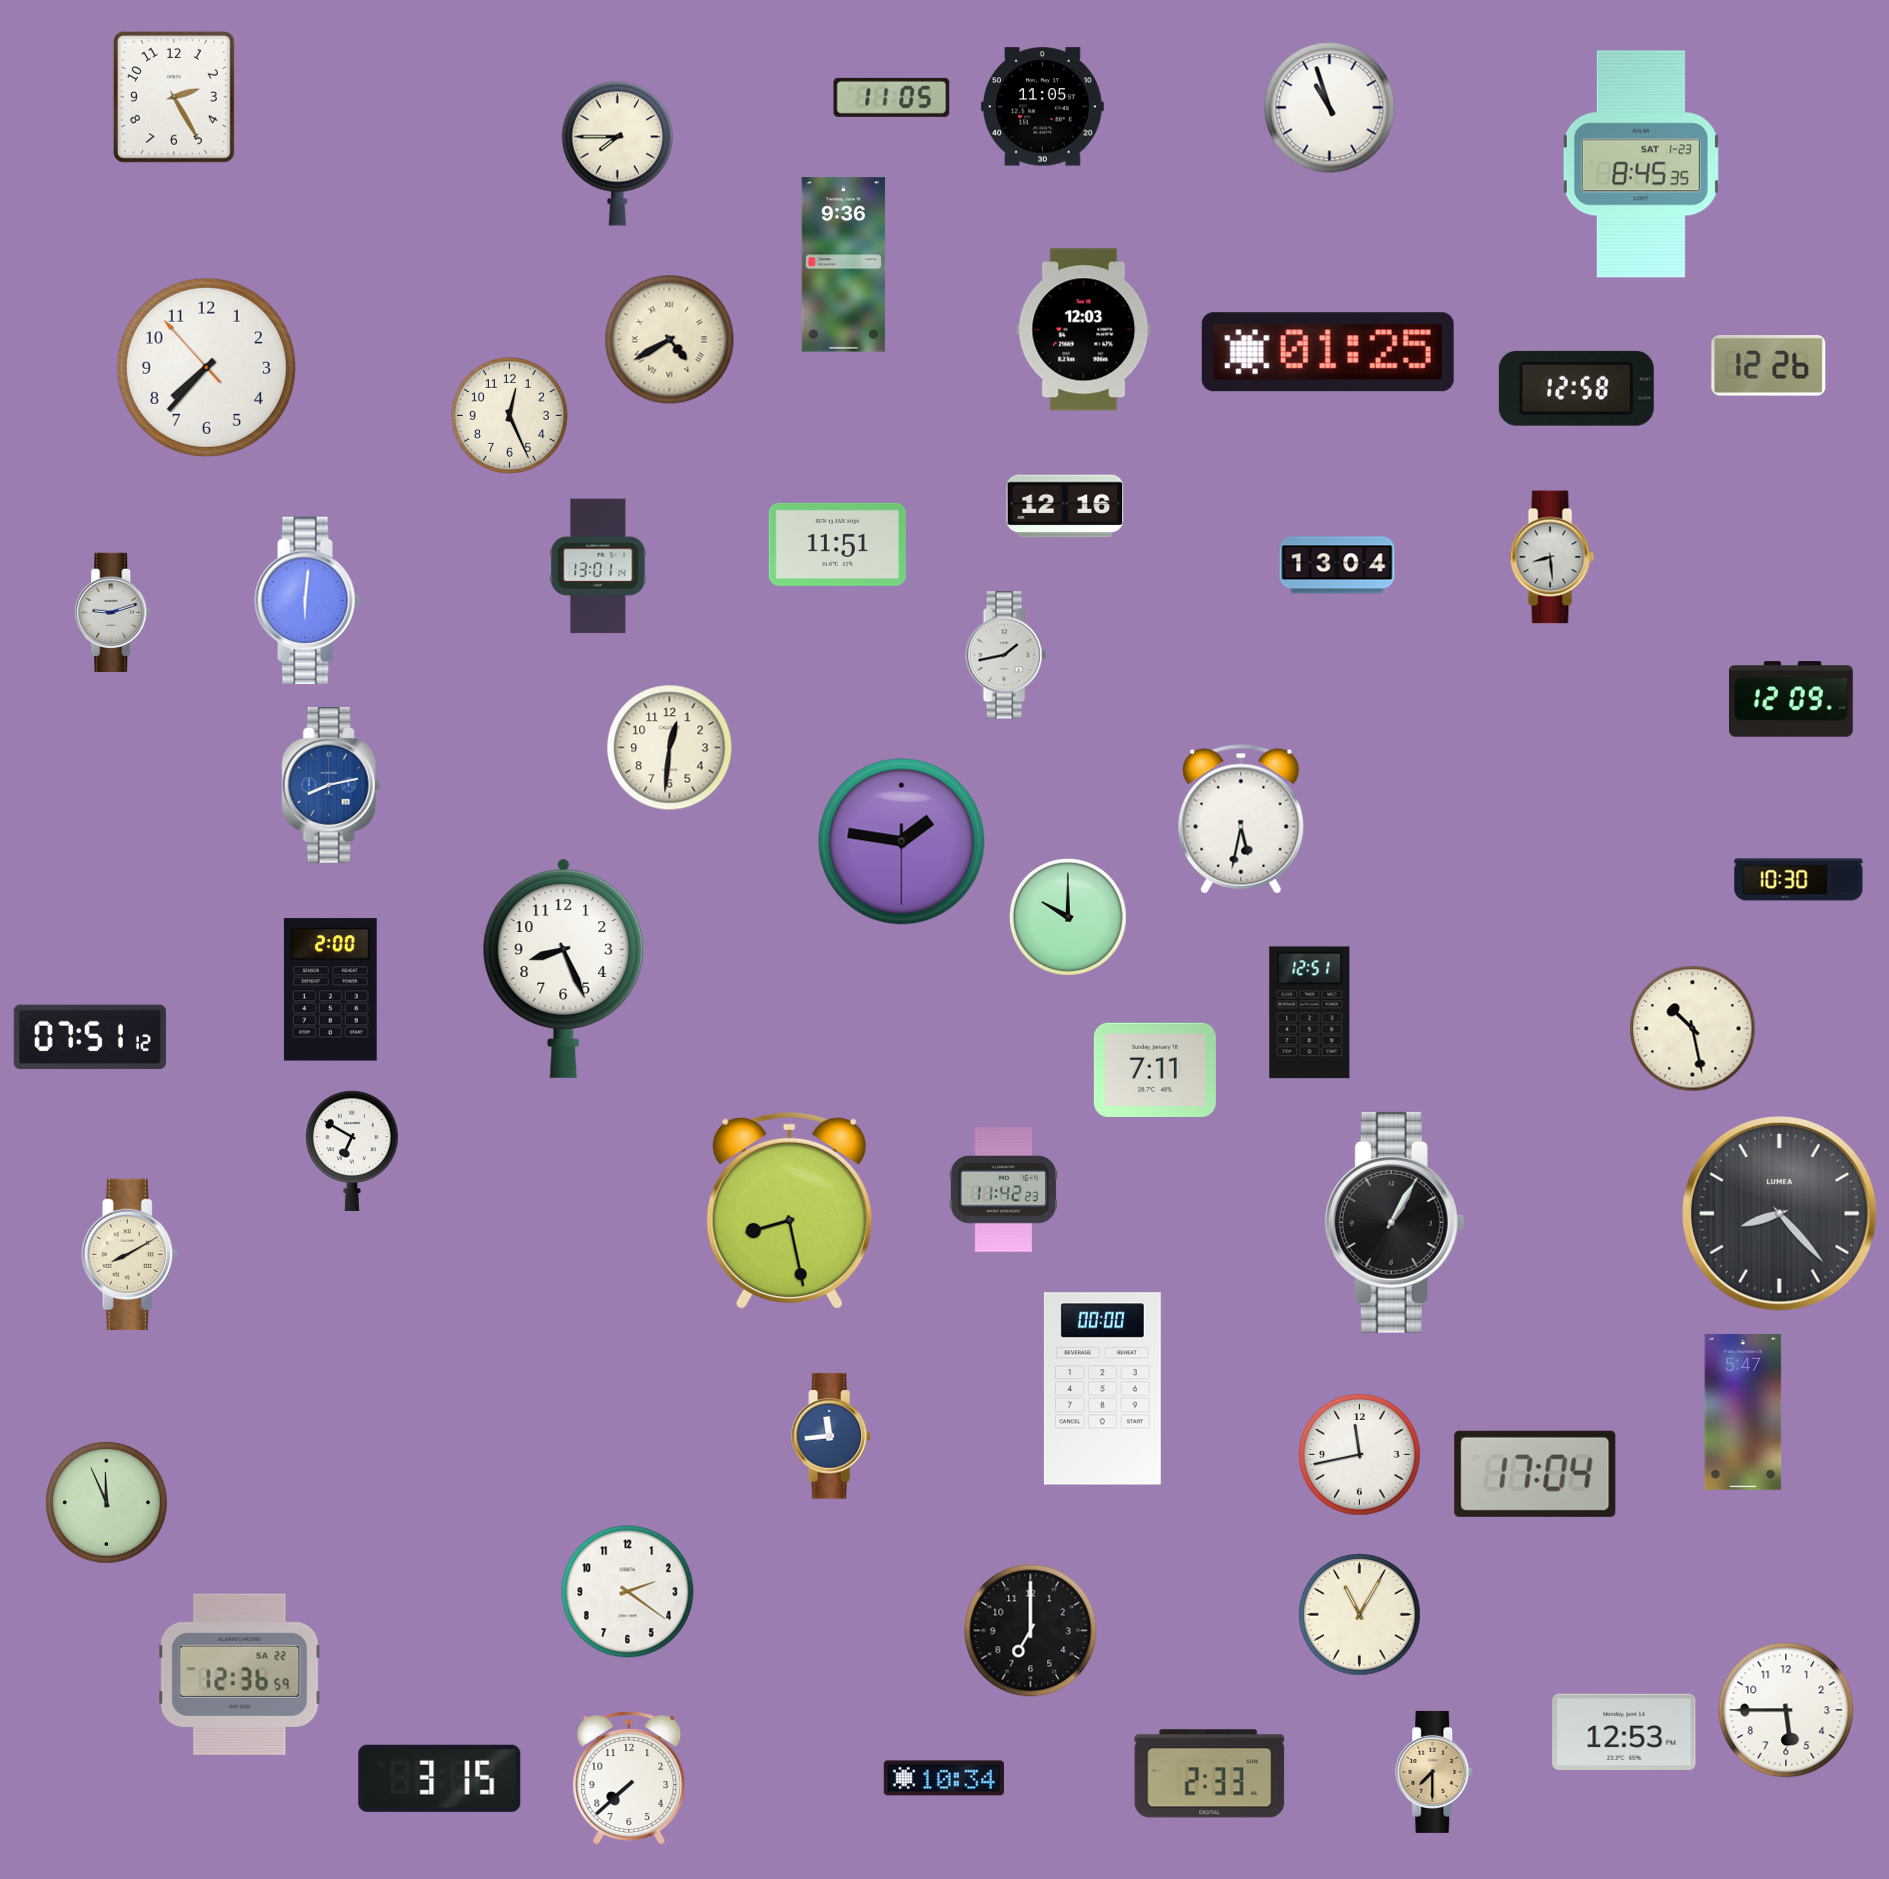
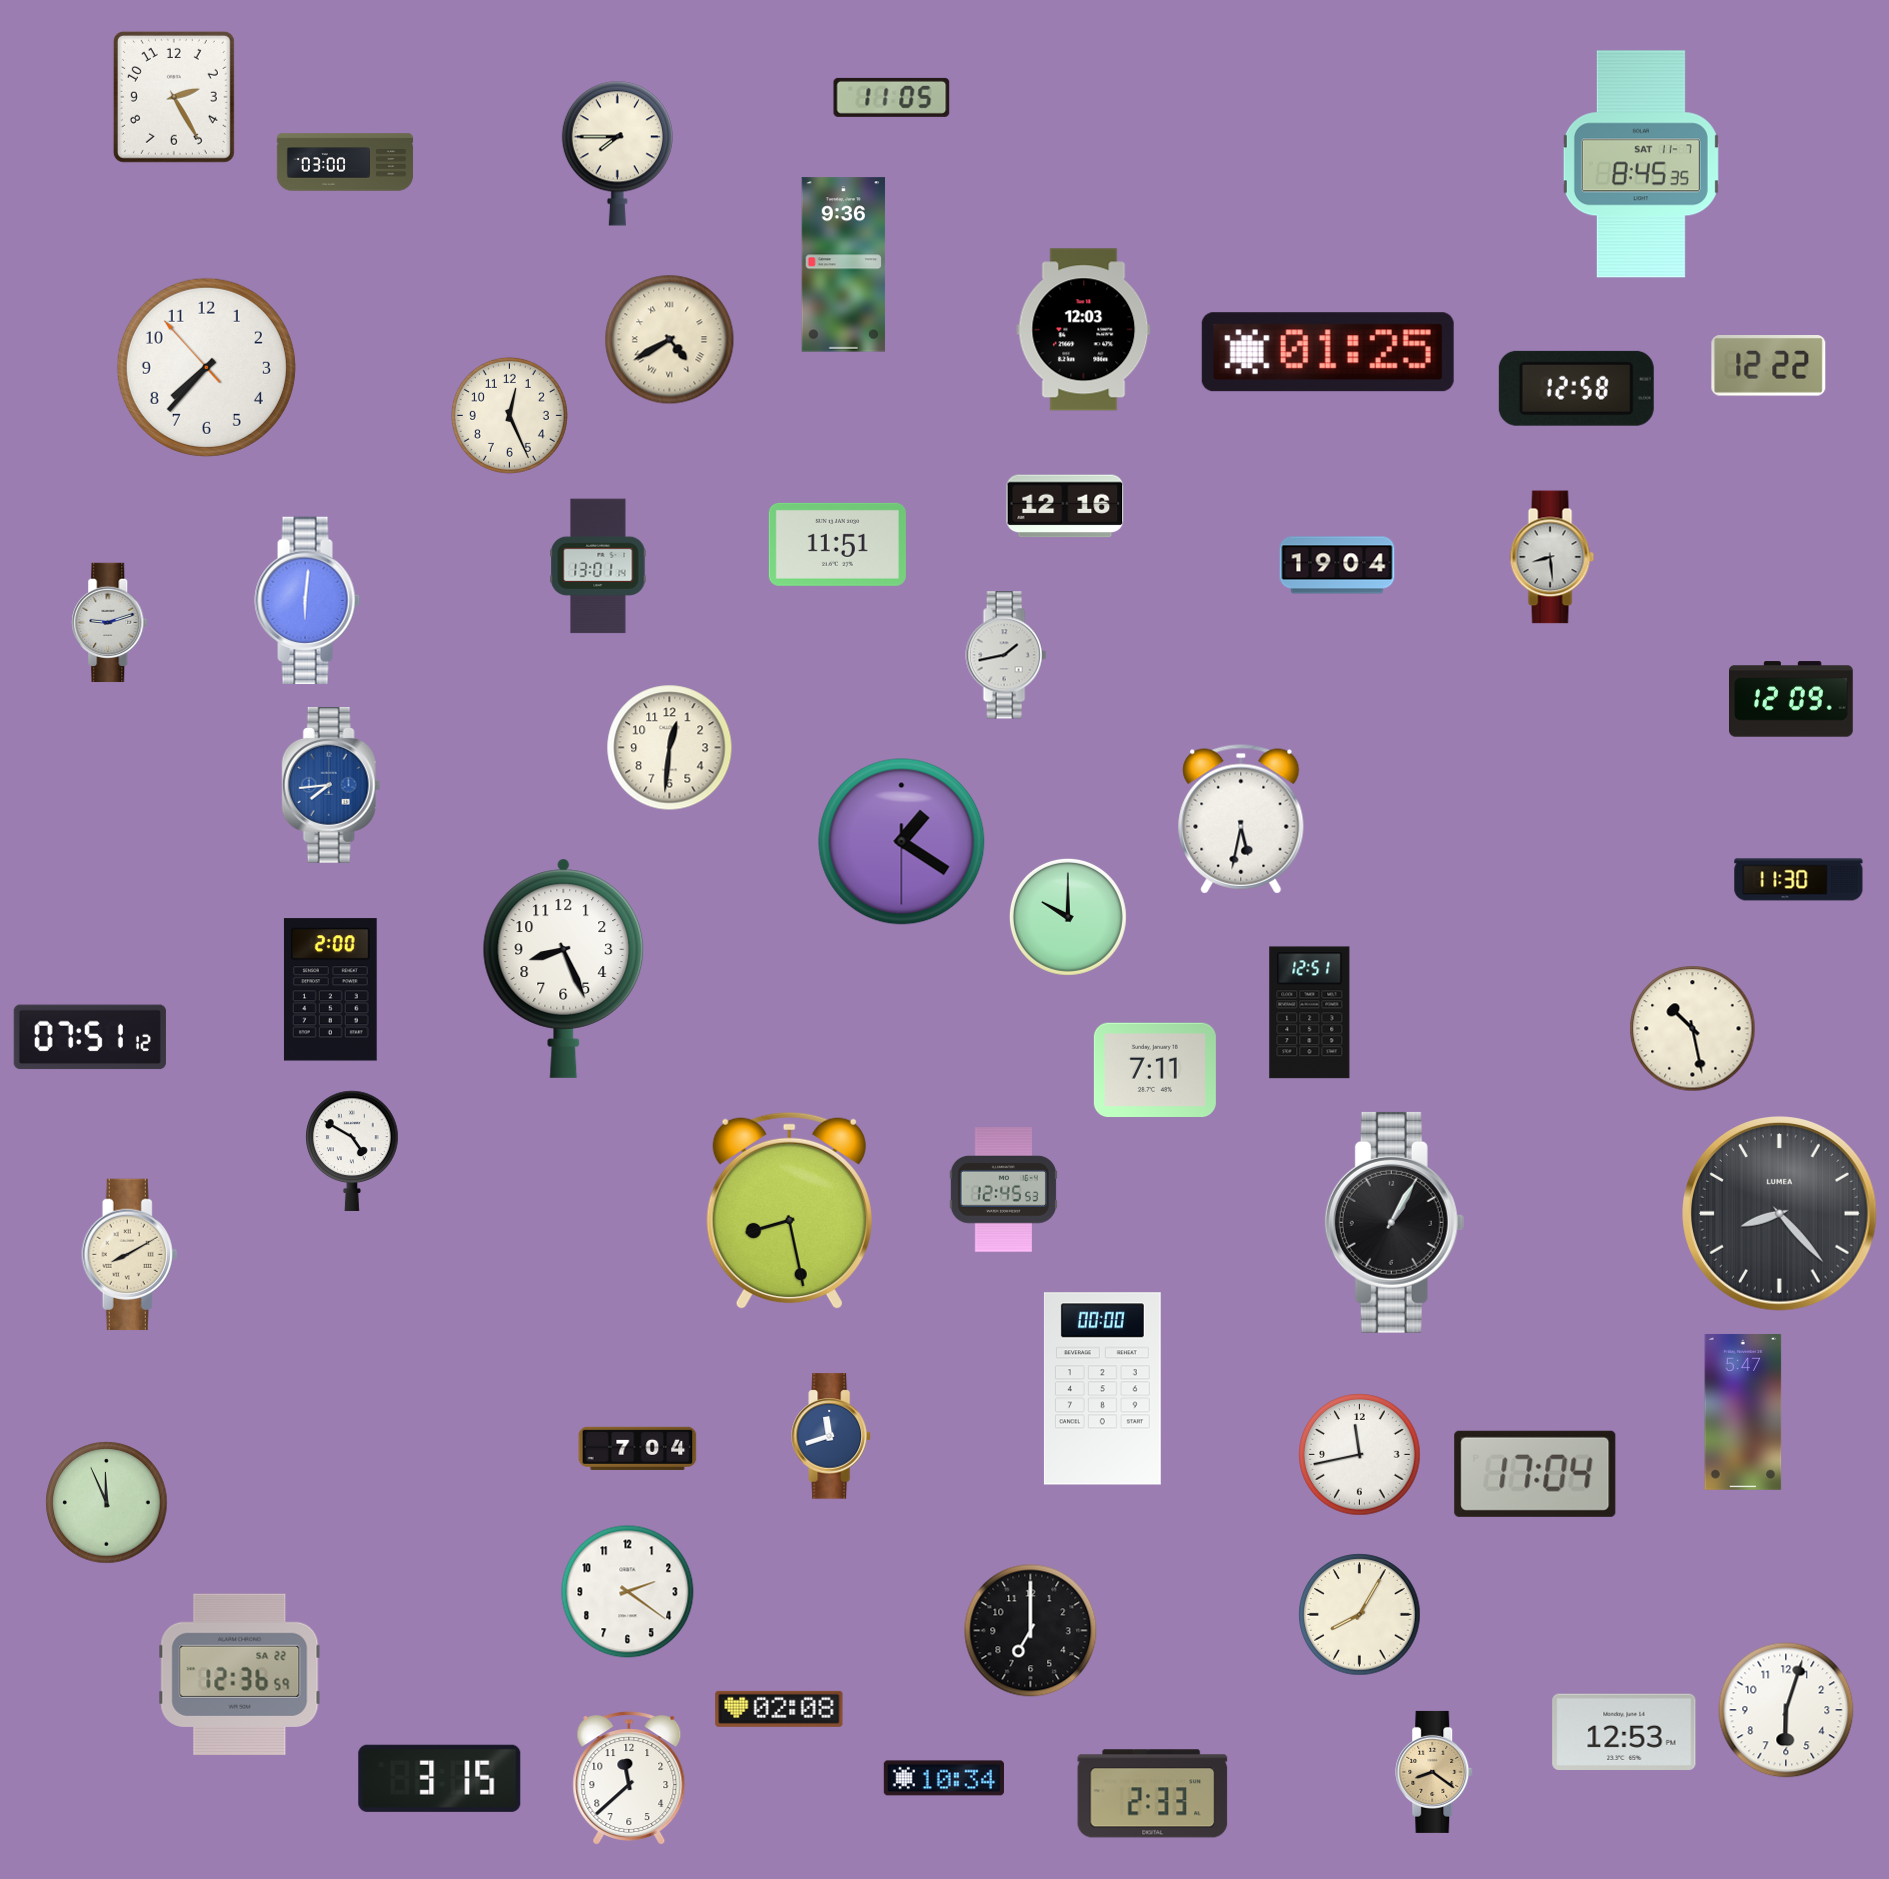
clock at (1042, 107): 11:05 -> none
clock at (1330, 108): 10:57 -> none
clock at (345, 162): none -> 03:00
clock at (1641, 164) date: SAT 1-23 -> SAT 11-7
clock at (1769, 366): 12:26 -> 12:22
clock at (1337, 565): 13:04 -> 19:04
clock at (113, 613) position: (113, 613) -> (110, 623)
clock at (331, 785): 8:13 -> 7:44
clock at (902, 842): 1:46 -> 1:20
clock at (1799, 880): 10:30 -> 11:30
clock at (353, 1151): 6:50 -> 4:50
clock at (1003, 1190): 11:42 -> 12:45
clock at (831, 1436): 11:44 -> 11:42
clock at (638, 1448): none -> 7:04
clock at (1360, 1615): 11:05 -> 8:05
clock at (779, 1709): none -> 02:08
clock at (1786, 1710): 5:45 -> 6:03
clock at (1435, 1772): 7:30 -> 8:21
clock at (1210, 1774) position: (1210, 1774) -> (1153, 1794)
clock at (629, 1778): 7:38 -> 11:38
